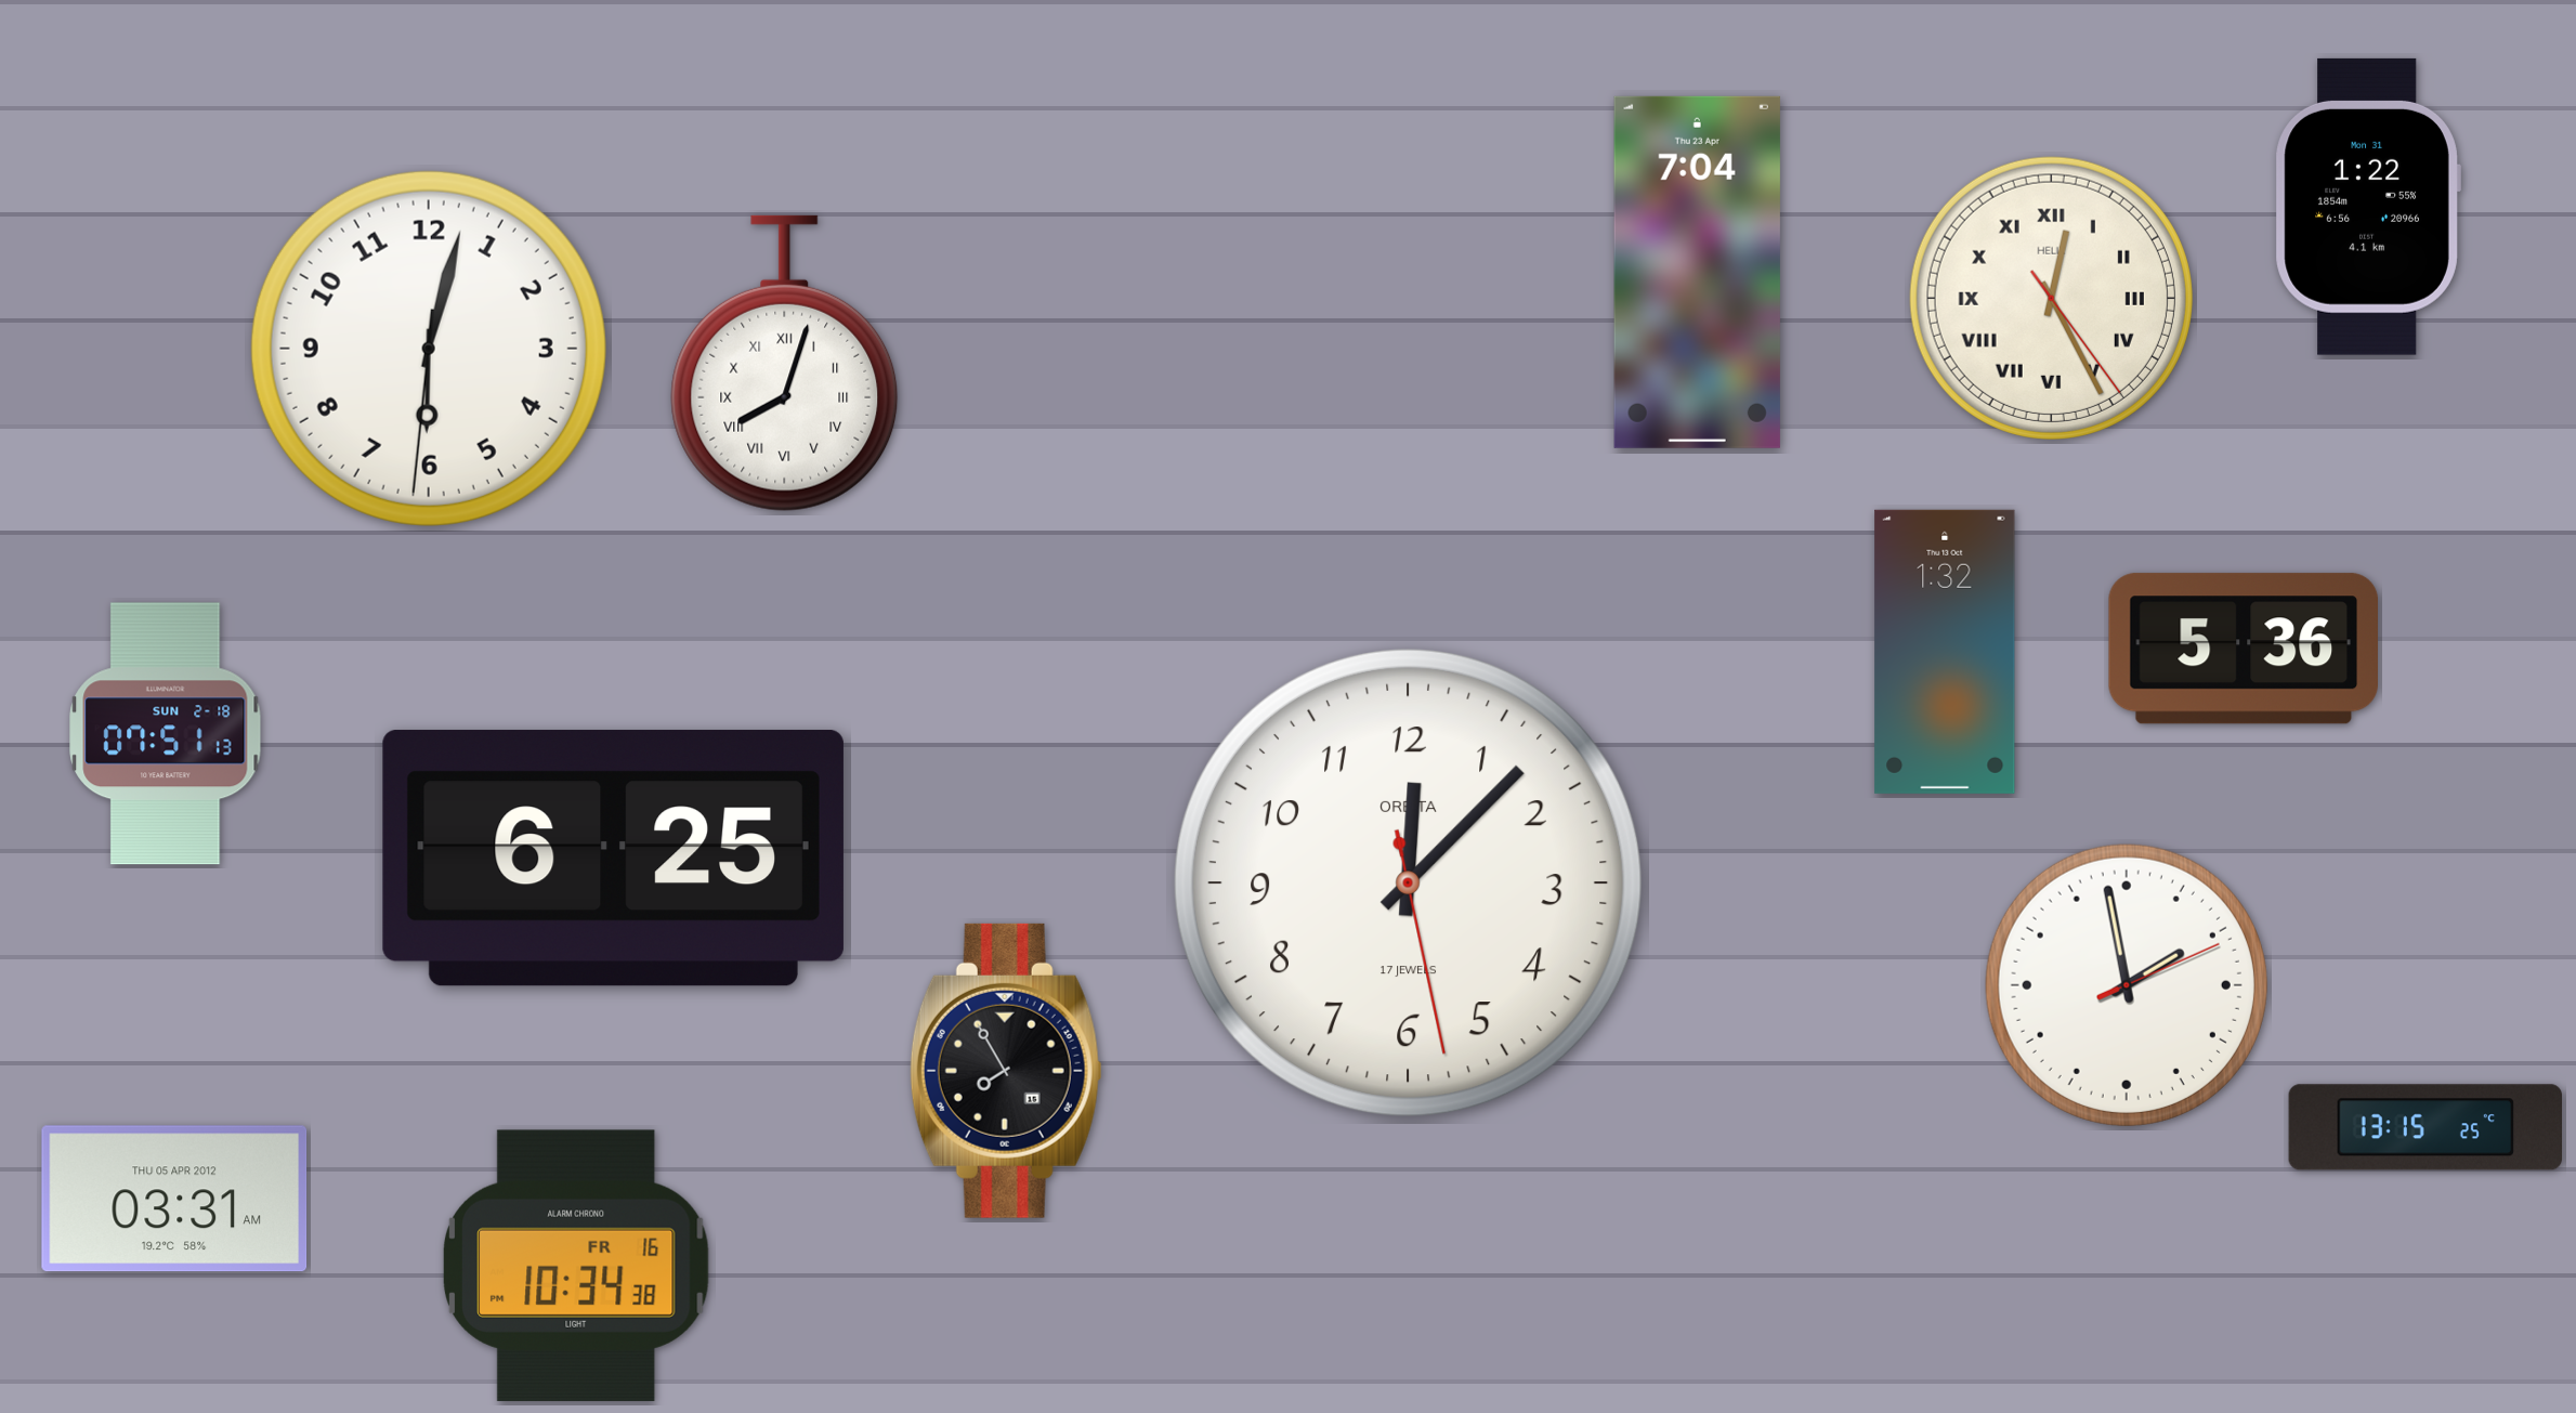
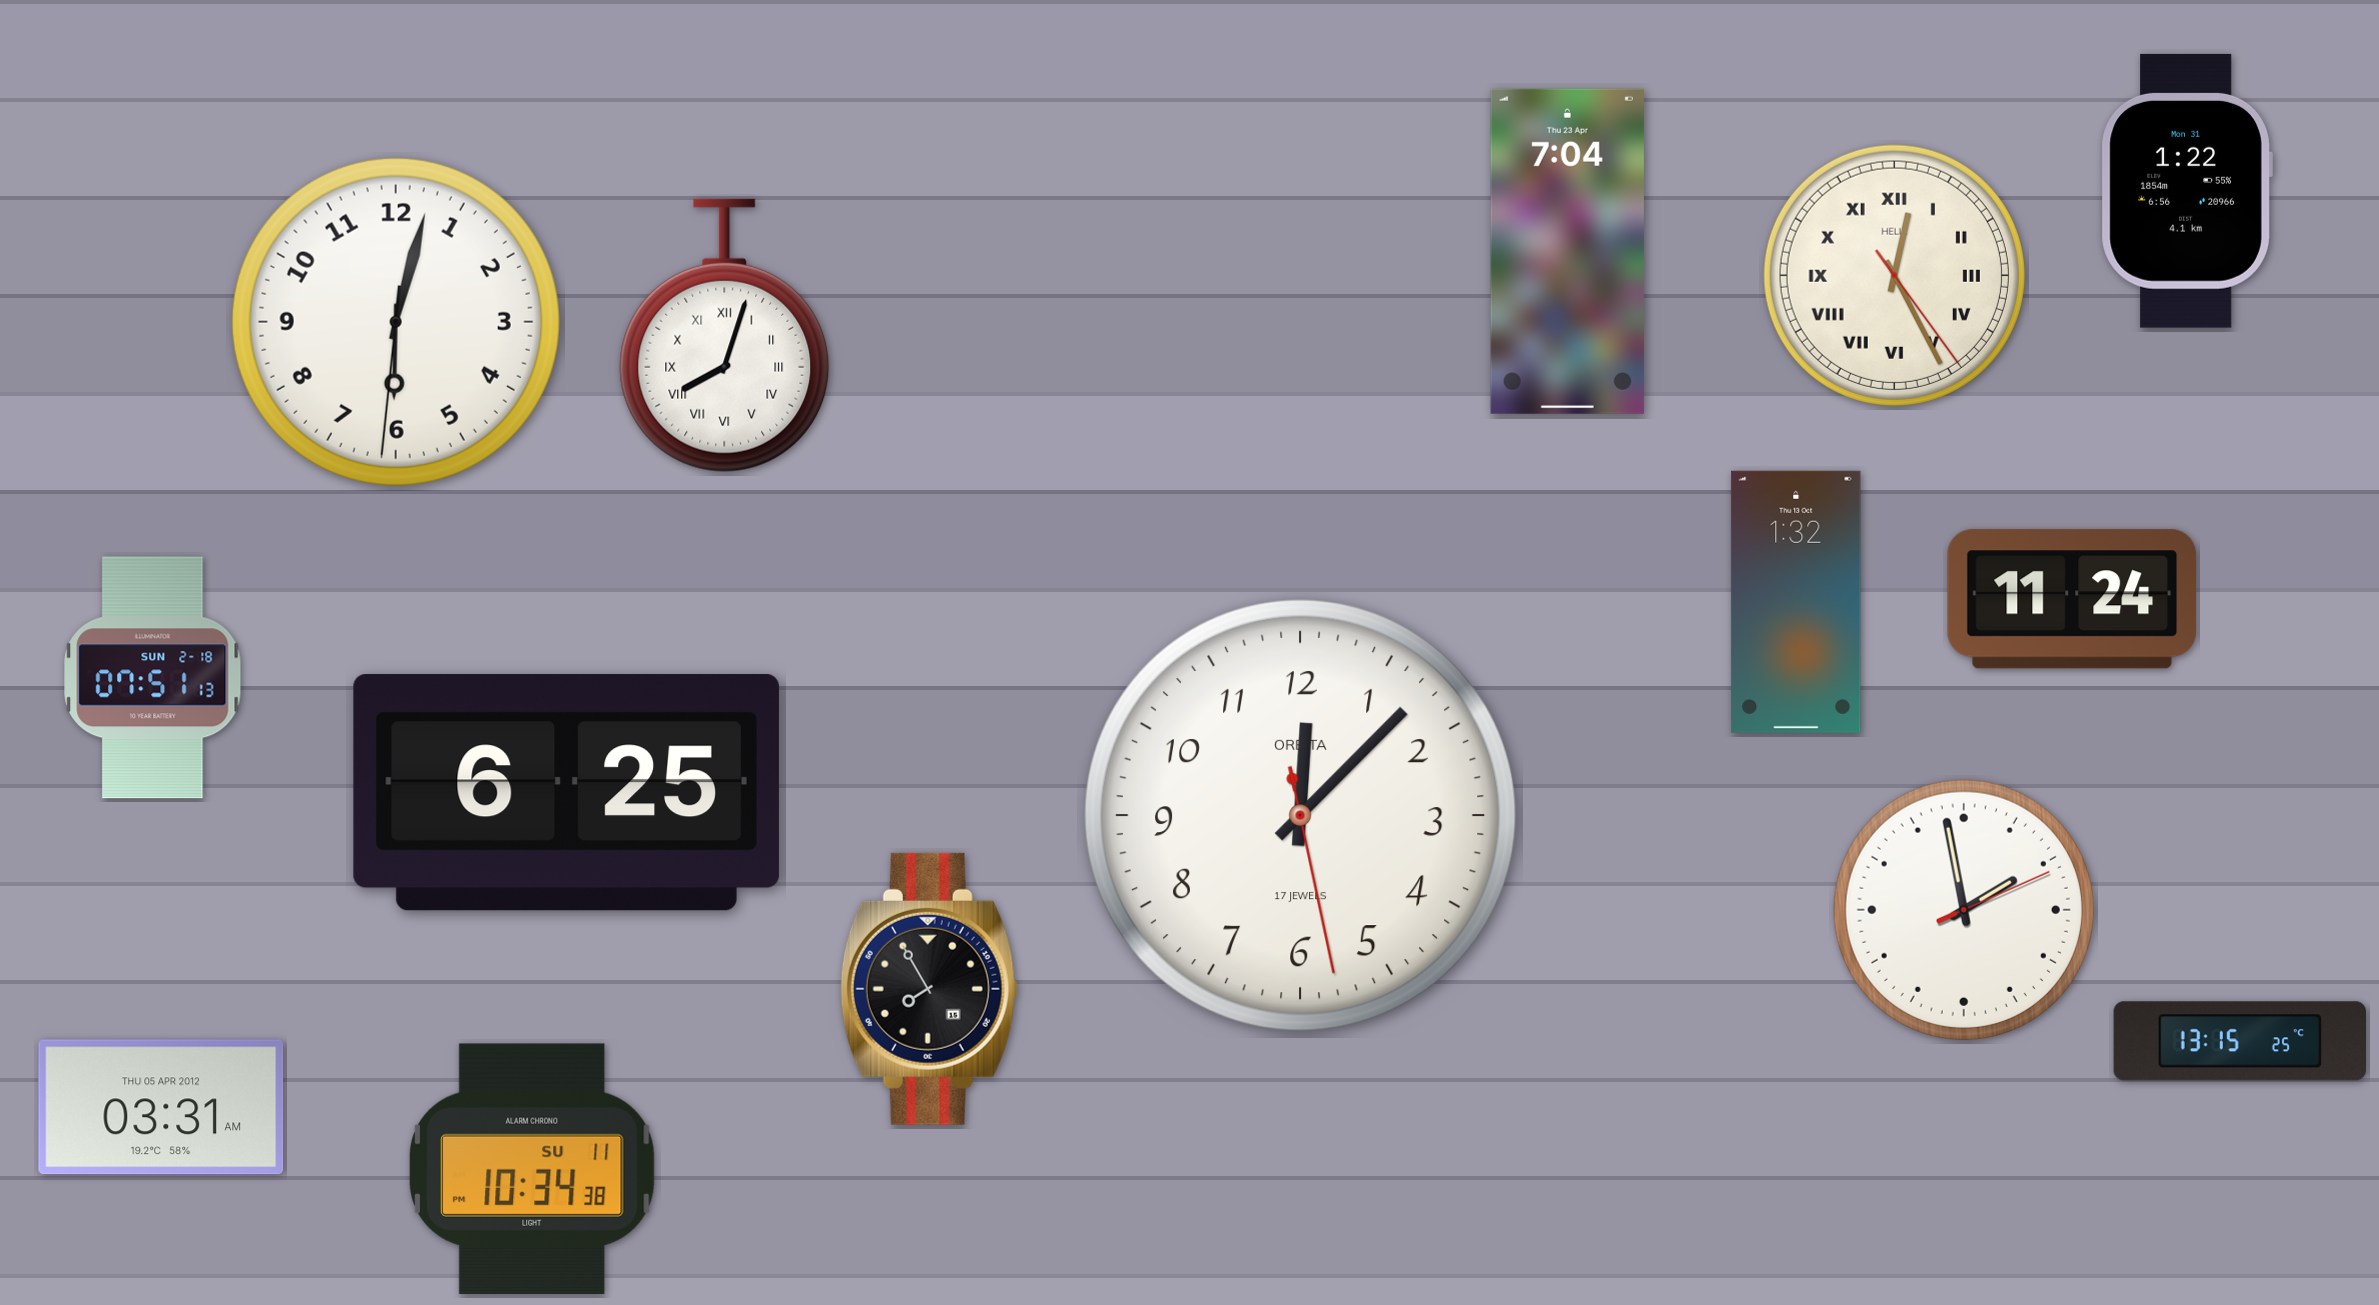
clock at (2244, 649): 5:36 -> 11:24
clock at (576, 1266) date: FR 16 -> SU 11
